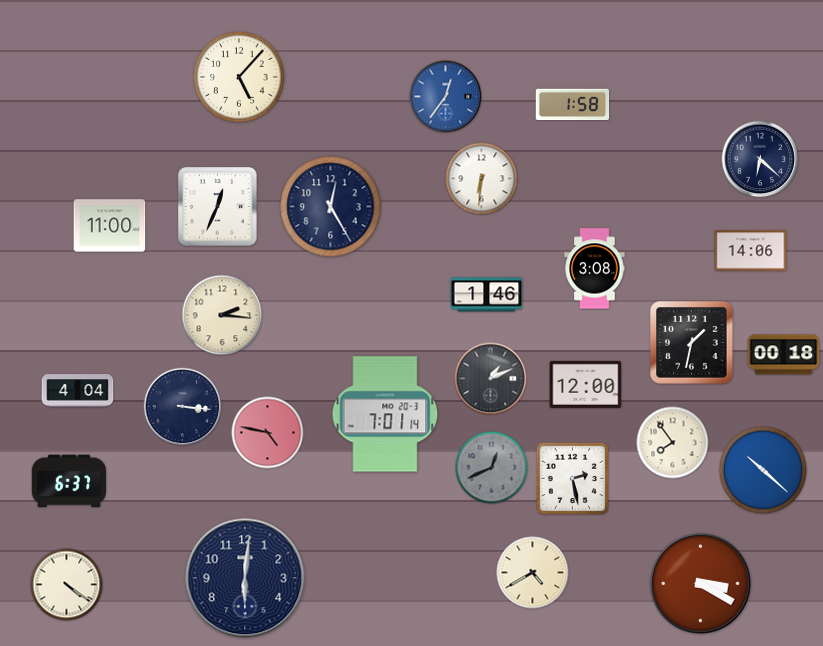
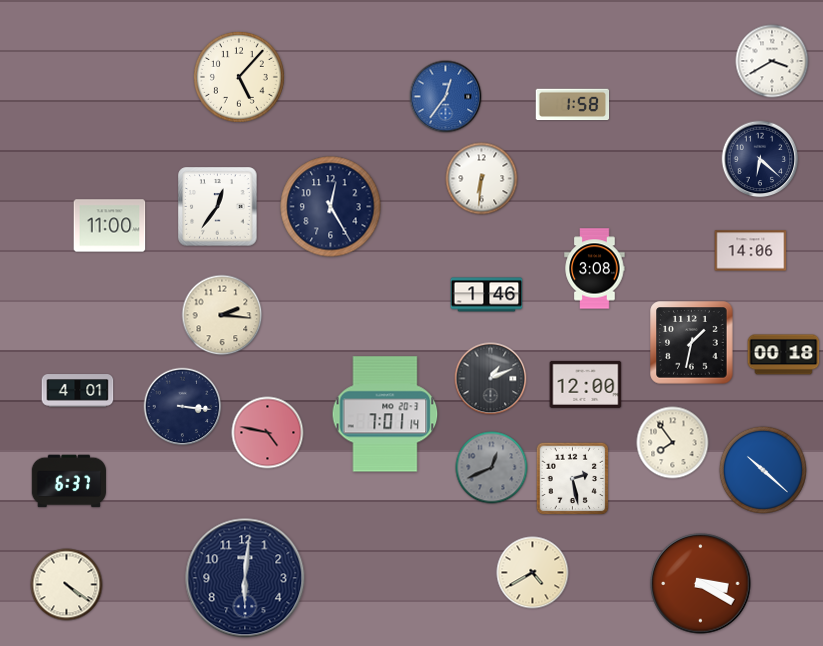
clock at (772, 61): none -> 3:40
clock at (218, 207): 12:34 -> 12:36
clock at (78, 391): 4:04 -> 4:01
